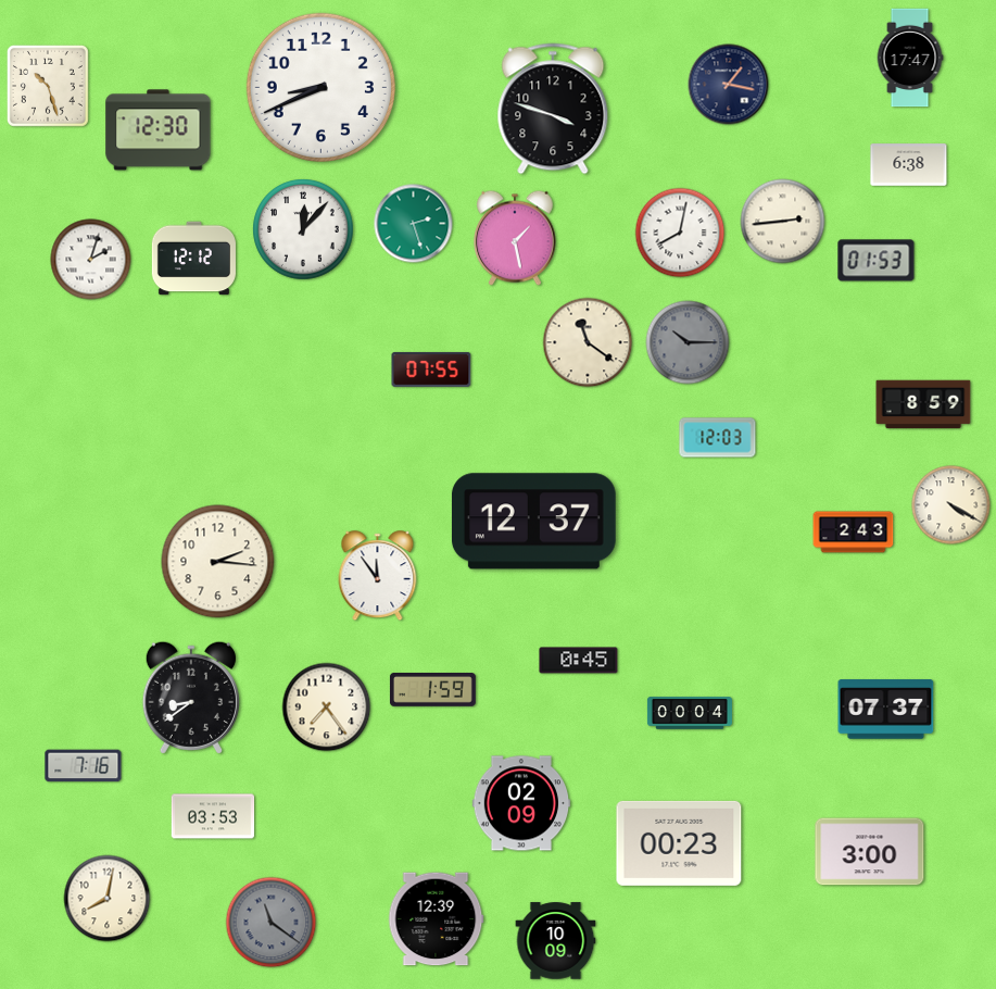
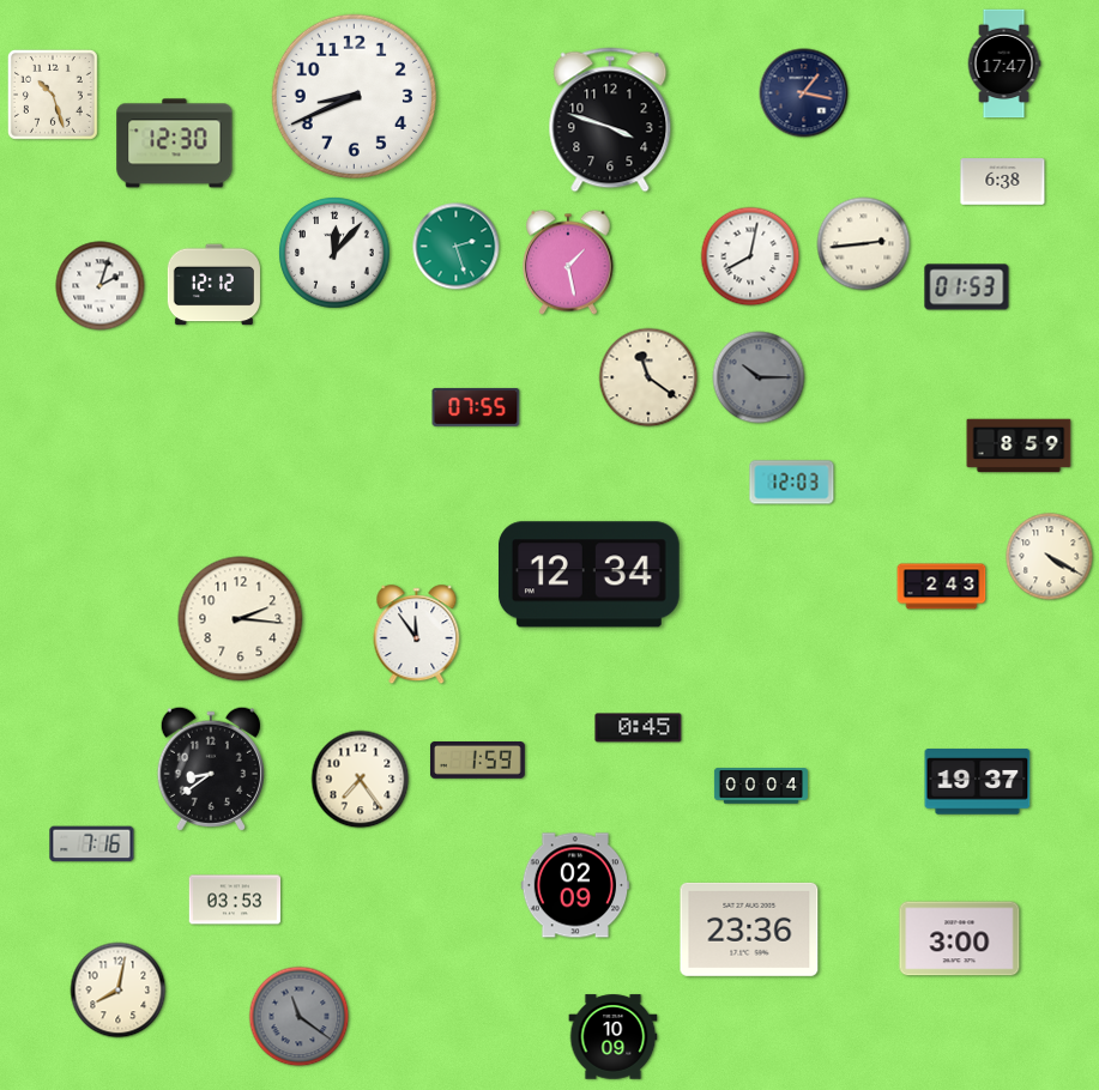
clock at (533, 522): 12:37 -> 12:34
clock at (886, 710): 07:37 -> 19:37
clock at (679, 843): 00:23 -> 23:36
clock at (437, 919): 12:39 -> none
